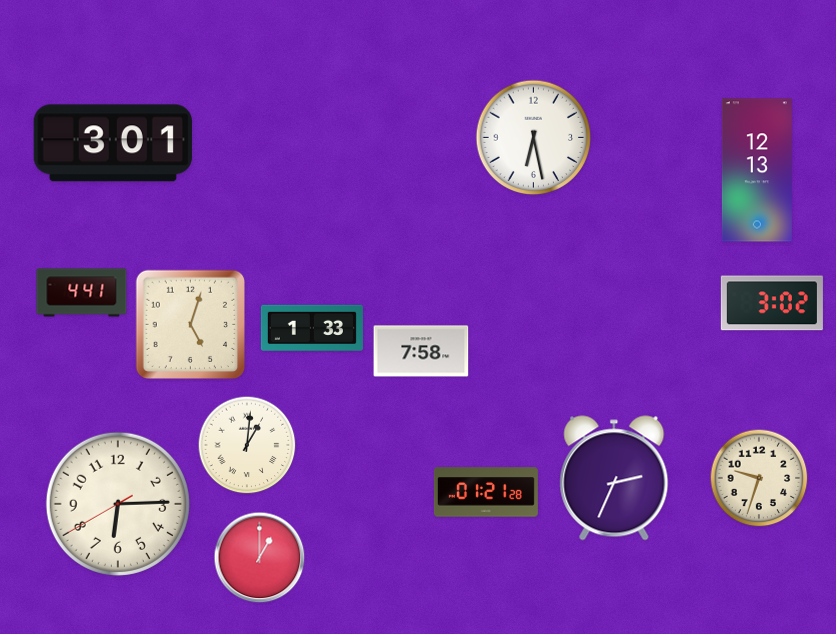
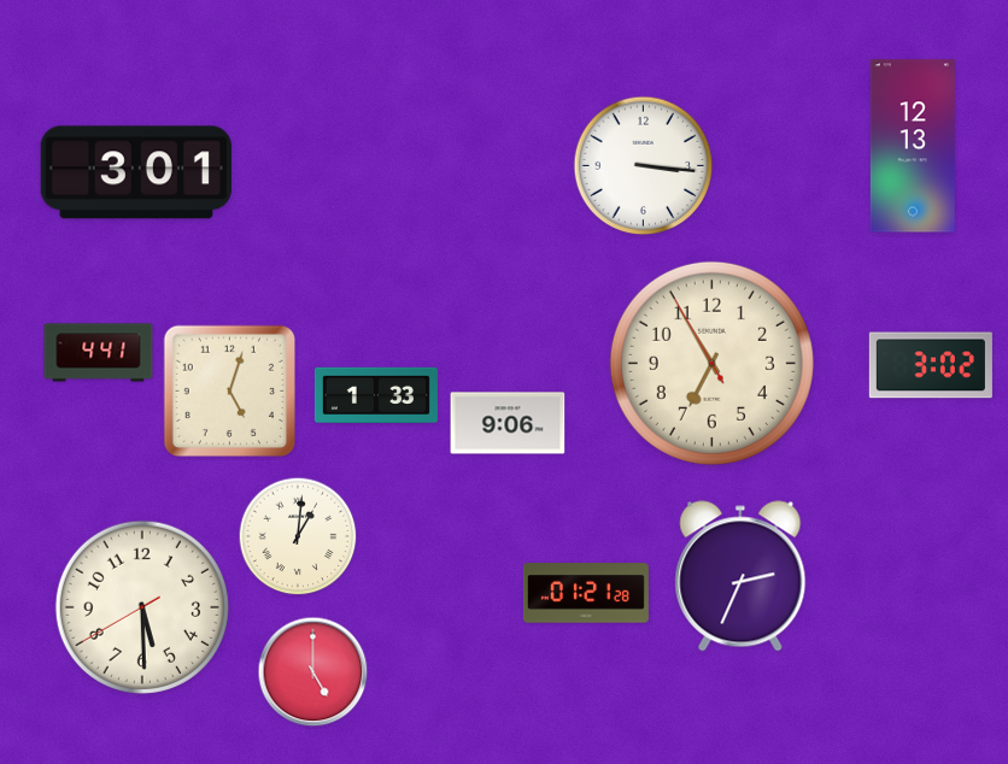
clock at (534, 138): 6:28 -> 3:16
clock at (757, 170) position: (757, 170) -> (913, 146)
clock at (711, 363): none -> 6:54
clock at (421, 351): 7:58 -> 9:06
clock at (759, 478): 9:33 -> none
clock at (118, 504): 6:14 -> 5:29
clock at (260, 558): 1:00 -> 5:00
